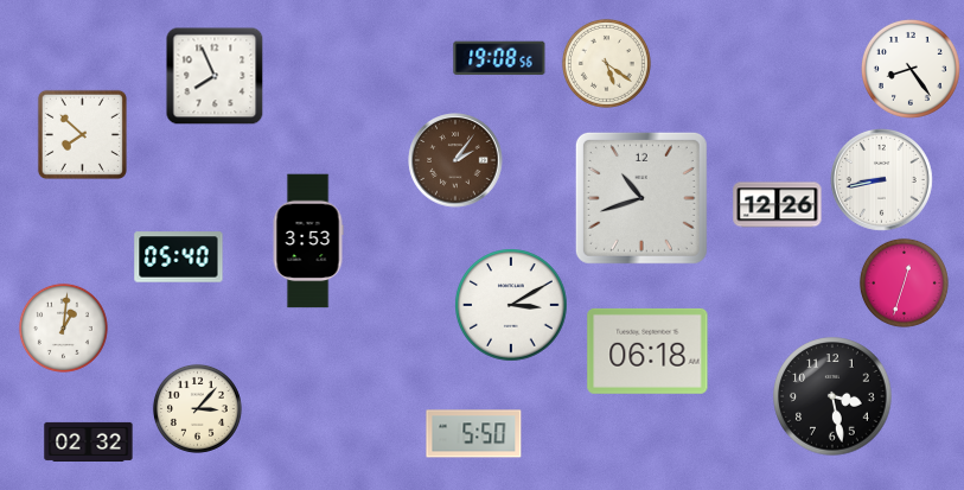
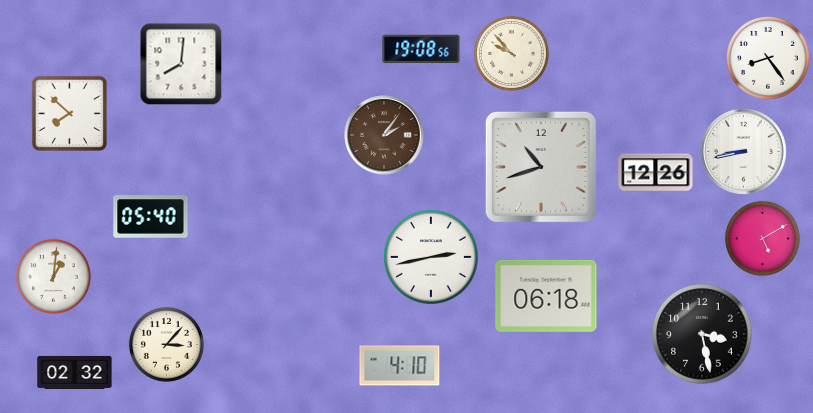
clock at (606, 63): 5:21 -> 9:53
clock at (215, 76): 7:56 -> 8:01
clock at (308, 241): 3:53 -> none
clock at (904, 282): 12:33 -> 5:10
clock at (511, 305): 3:10 -> 2:43
clock at (474, 434): 5:50 -> 4:10
